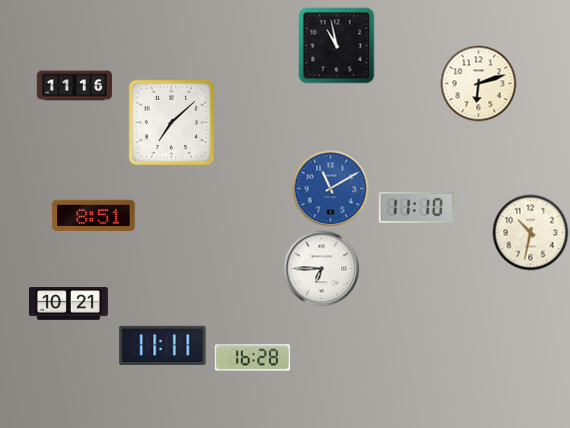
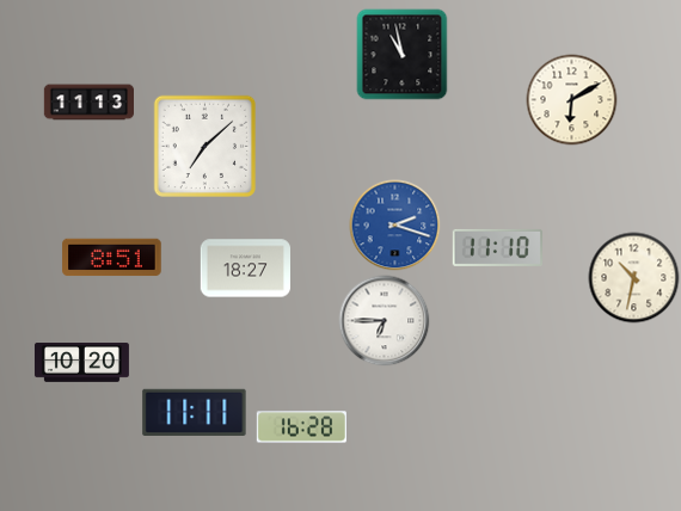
clock at (479, 84): 6:12 -> 6:10
clock at (75, 86): 11:16 -> 11:13
clock at (331, 189): 11:10 -> 2:18
clock at (245, 269): none -> 18:27
clock at (68, 304): 10:21 -> 10:20
